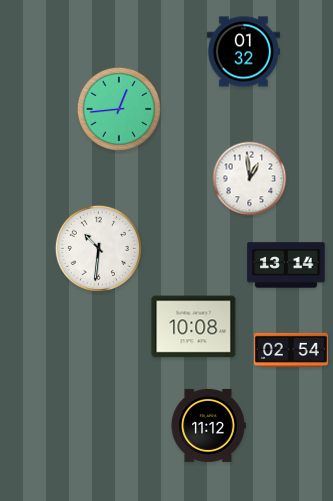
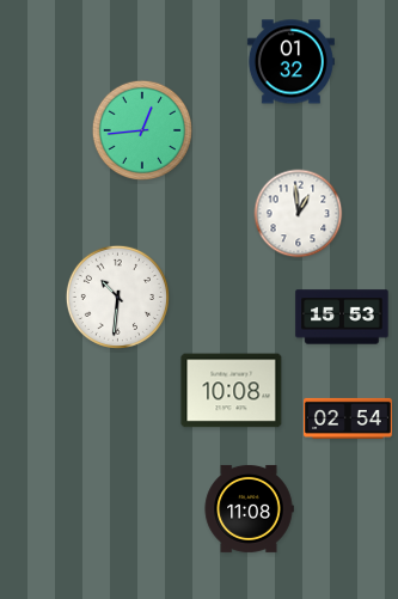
clock at (286, 265): 13:14 -> 15:53
clock at (208, 425): 11:12 -> 11:08
